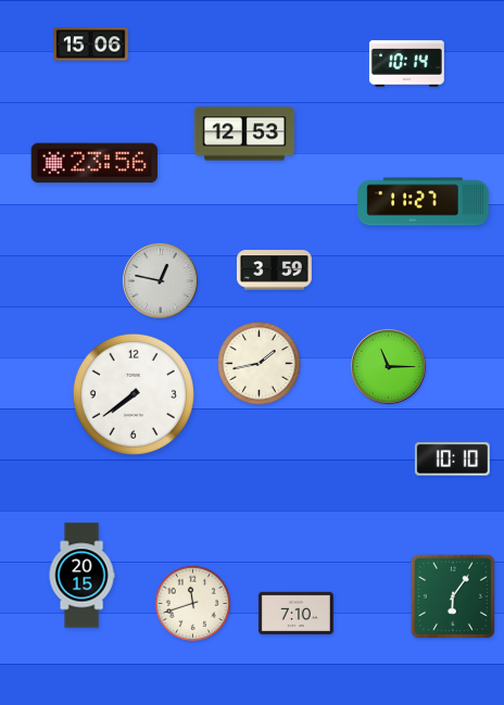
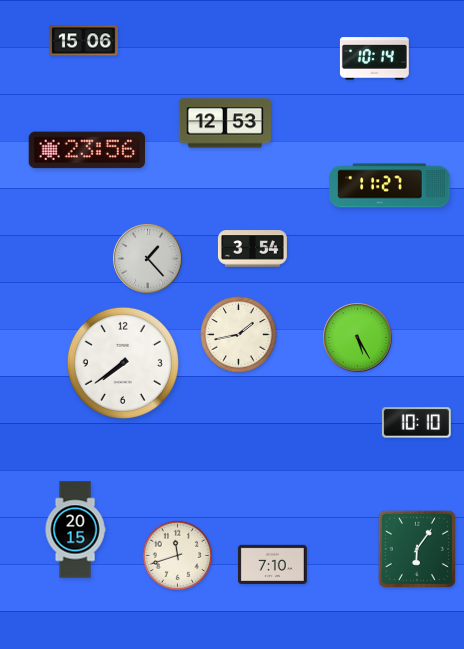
clock at (274, 270): 3:59 -> 3:54
clock at (161, 281): 12:47 -> 1:23
clock at (389, 367): 11:15 -> 5:25
